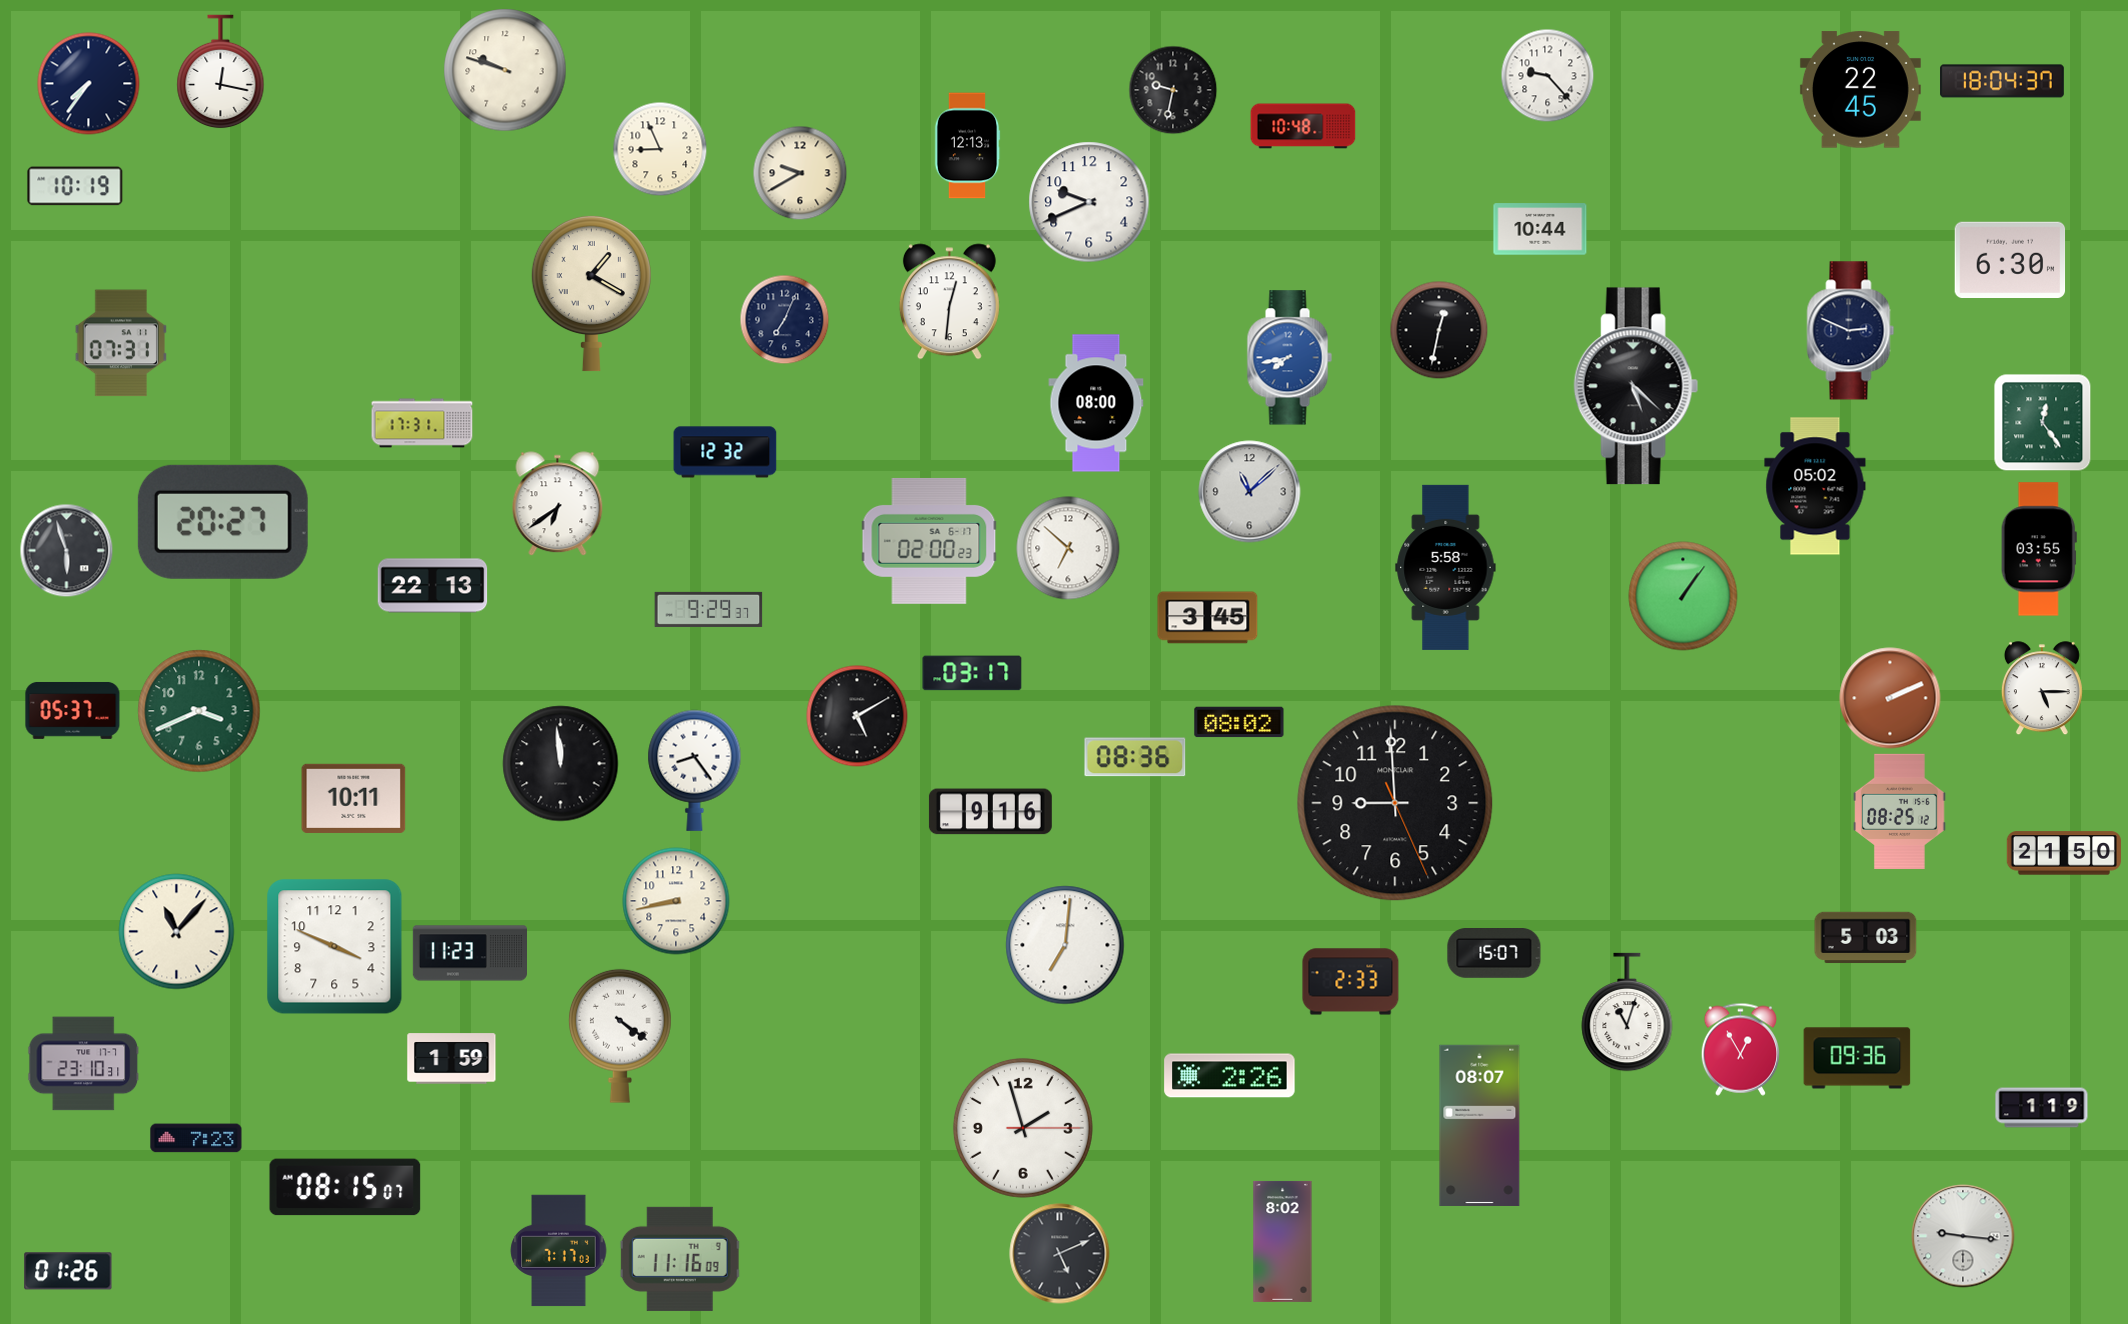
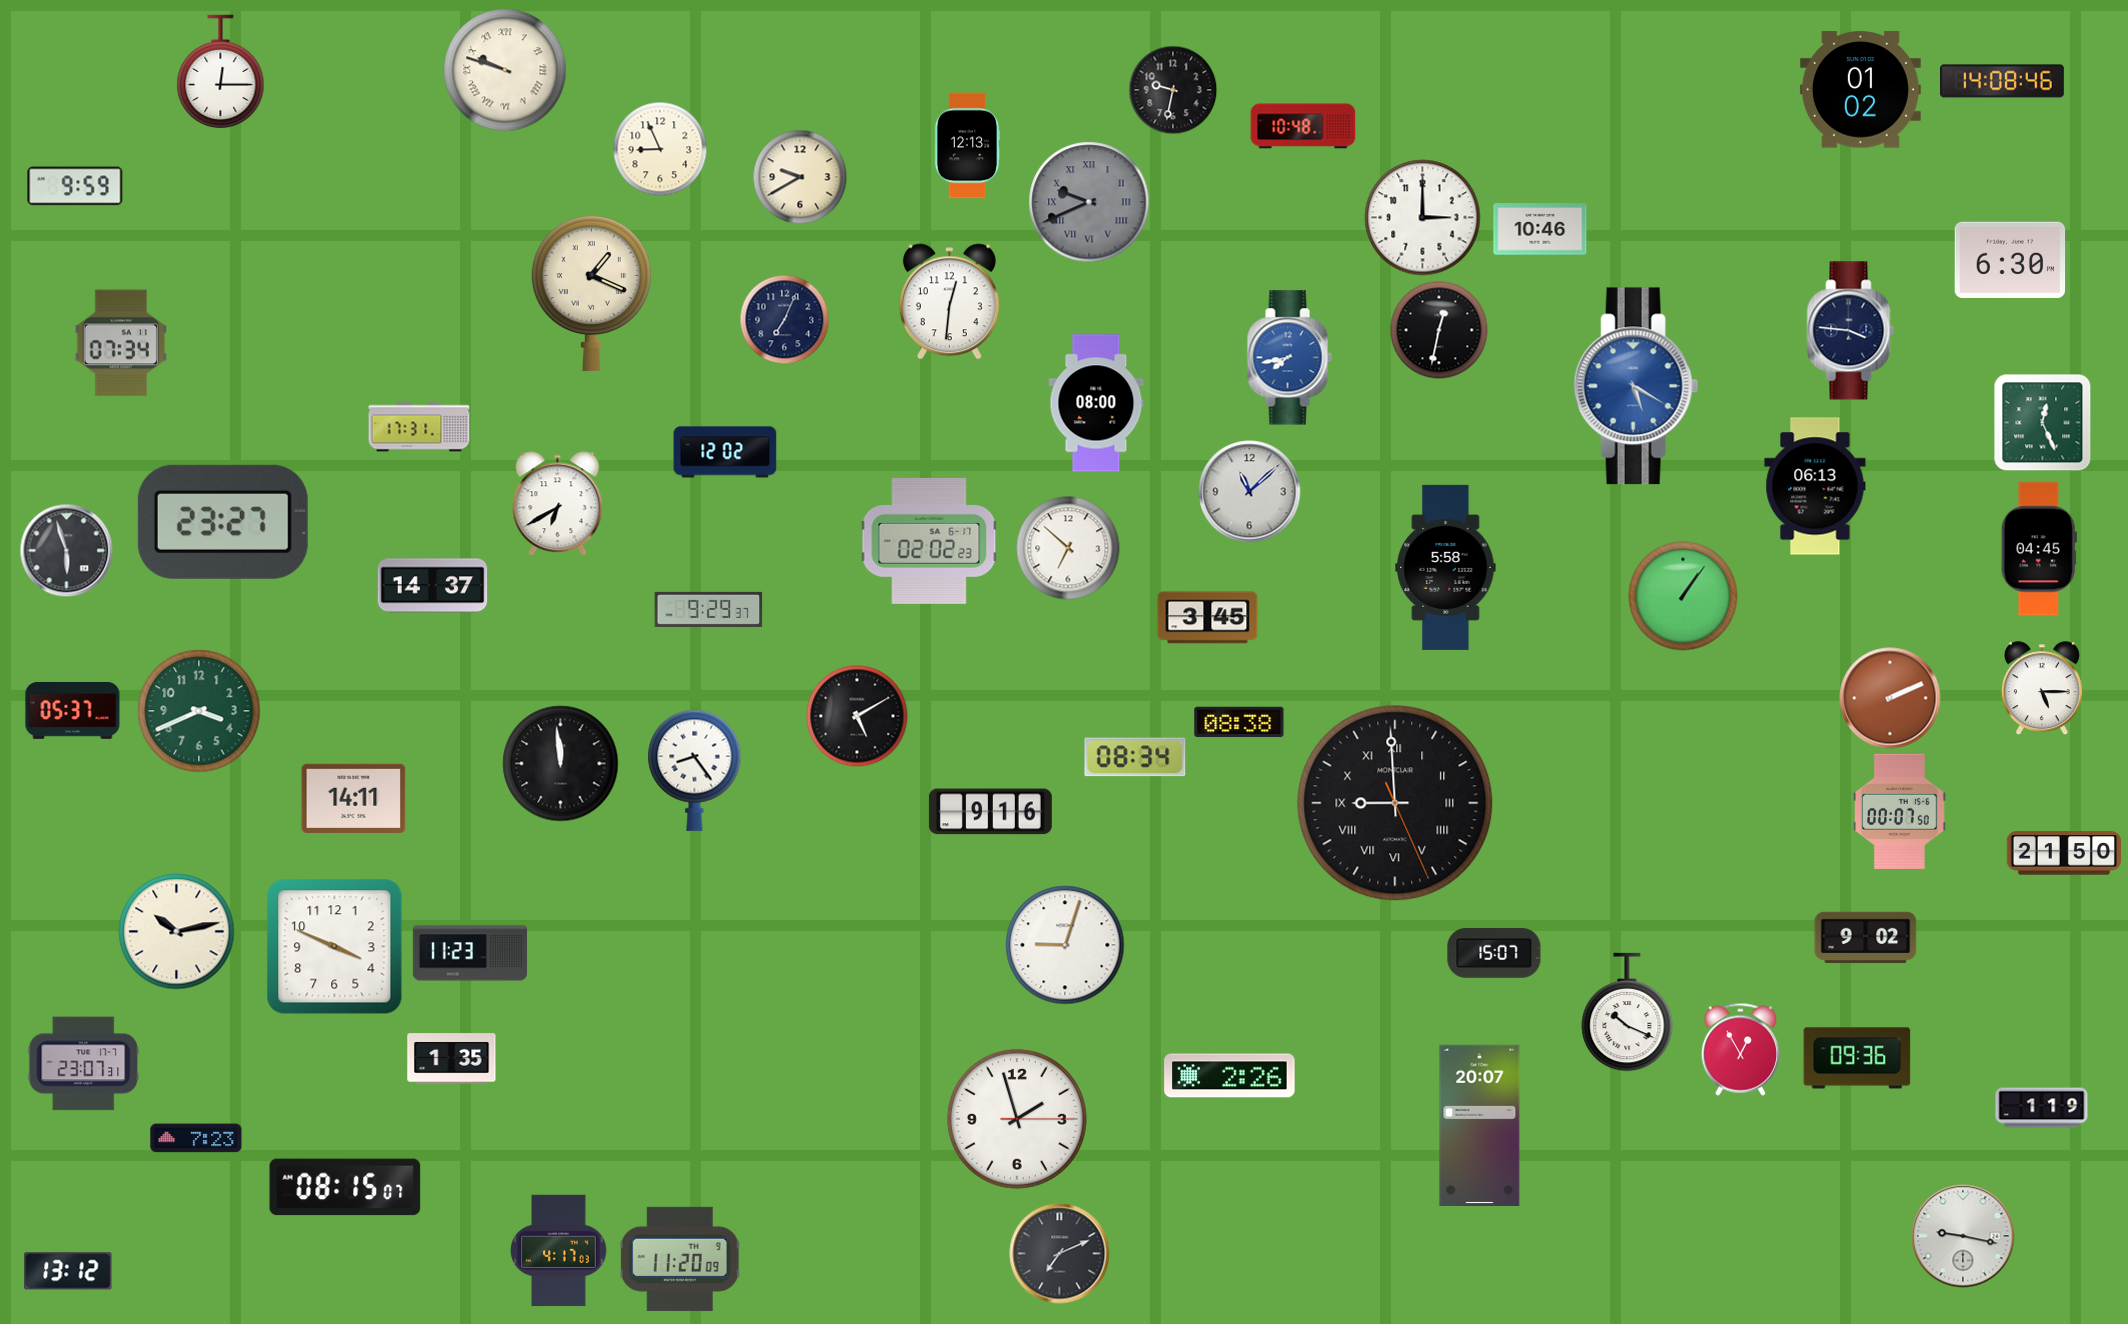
clock at (505, 70) numerals: Arabic -> Roman
clock at (221, 72): 12:17 -> 12:15
clock at (1547, 75): 9:23 -> none
clock at (2003, 81): 18:04 -> 14:08
clock at (89, 84): 7:36 -> none
clock at (1860, 90): 22:45 -> 01:02
clock at (800, 173) position: (800, 173) -> (800, 177)
clock at (75, 186): 10:19 -> 9:59
clock at (1089, 202) dial: white -> grey
clock at (1089, 202) numerals: Arabic -> Roman
clock at (1423, 218): none -> 3:00
clock at (1540, 229): 10:44 -> 10:46
clock at (591, 293): 1:20 -> 1:19
clock at (1851, 331): 2:49 -> 3:46
clock at (120, 343): 07:31 -> 07:34
clock at (1636, 386): 5:22 -> 5:20
clock at (1636, 386) dial: black -> blue
clock at (422, 423) position: (422, 423) -> (419, 427)
clock at (2043, 423): 12:24 -> 12:26
clock at (725, 452): 12:32 -> 12:02
clock at (1815, 486): 05:02 -> 06:13
clock at (558, 504): 6:39 -> 6:40
clock at (223, 522): 20:27 -> 23:27
clock at (929, 541): 02:00 -> 02:02
clock at (2039, 549): 03:55 -> 04:45
clock at (433, 586): 22:13 -> 14:37
clock at (972, 673): 03:17 -> none
clock at (1239, 722): 08:02 -> 08:38
clock at (1135, 757): 08:36 -> 08:34
clock at (354, 798): 10:11 -> 14:11
clock at (1395, 803) numerals: Arabic -> Roman
clock at (1900, 811): 08:25 -> 00:07
clock at (676, 901): 8:43 -> none
clock at (177, 932): 11:07 -> 10:13
clock at (1866, 938): 5:03 -> 9:02
clock at (1065, 945): 7:01 -> 9:03
clock at (1351, 982): 2:33 -> none
clock at (1627, 1012): 11:03 -> 10:19
clock at (620, 1036): 4:21 -> none
clock at (452, 1059): 1:59 -> 1:35
clock at (84, 1064): 23:10 -> 23:07
clock at (1480, 1125): 08:07 -> 20:07
clock at (1023, 1128) position: (1023, 1128) -> (1017, 1119)
clock at (1963, 1236): 9:16 -> 9:17
clock at (1283, 1241): 8:02 -> none
clock at (559, 1251): 7:17 -> 4:17
clock at (1060, 1254): 5:11 -> 7:11
clock at (680, 1259): 11:16 -> 11:20
clock at (68, 1271): 01:26 -> 13:12
